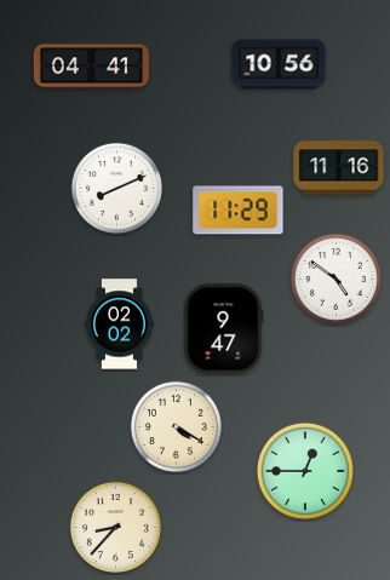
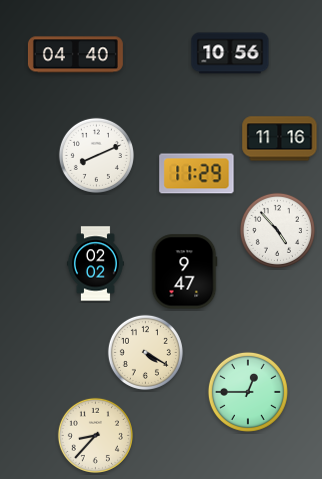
clock at (91, 67): 04:41 -> 04:40
clock at (335, 278): 4:51 -> 4:53
clock at (119, 325) position: (119, 325) -> (95, 264)
clock at (305, 471) position: (305, 471) -> (248, 392)
